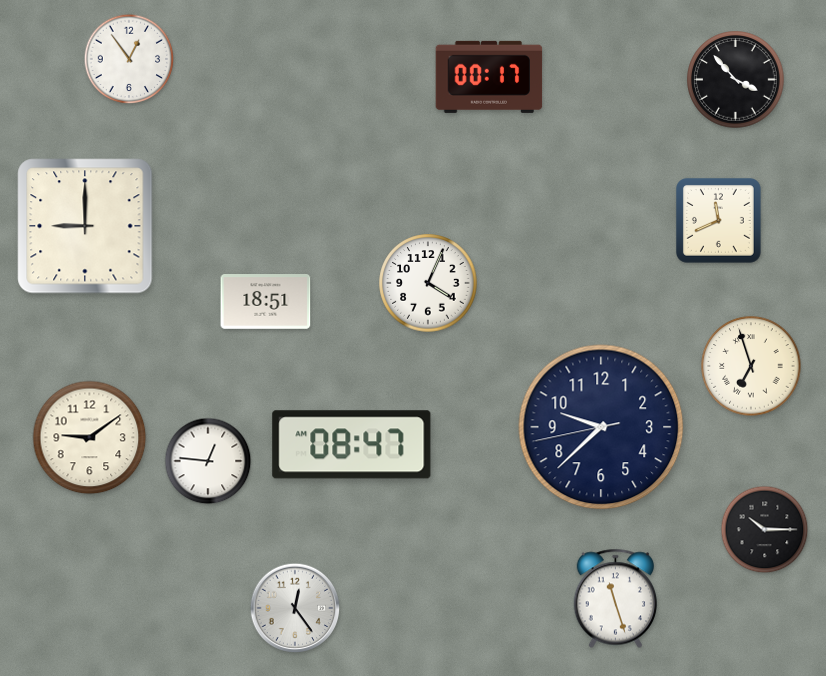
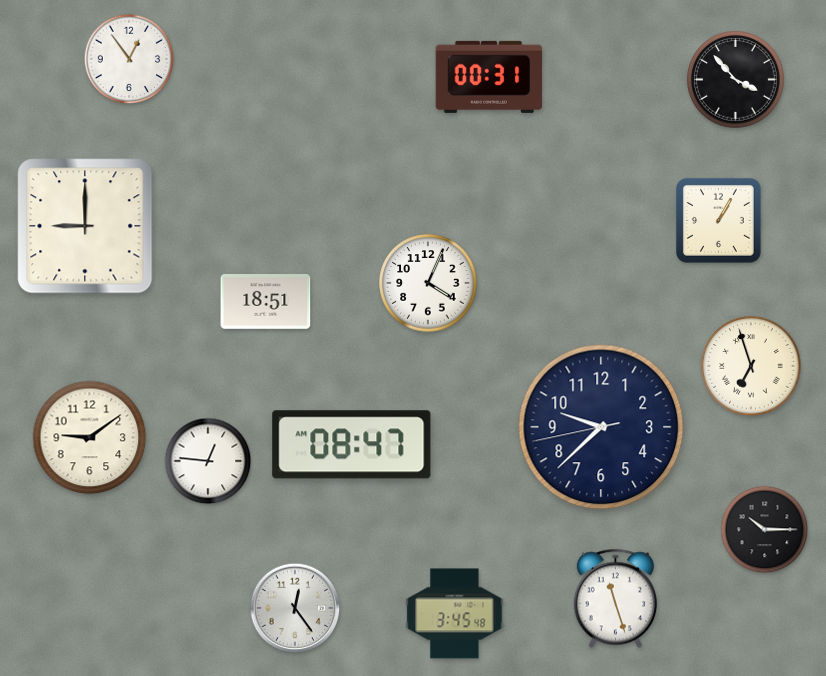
clock at (489, 77): 00:17 -> 00:31
clock at (718, 220): 11:41 -> 1:05
clock at (455, 614): none -> 3:45
